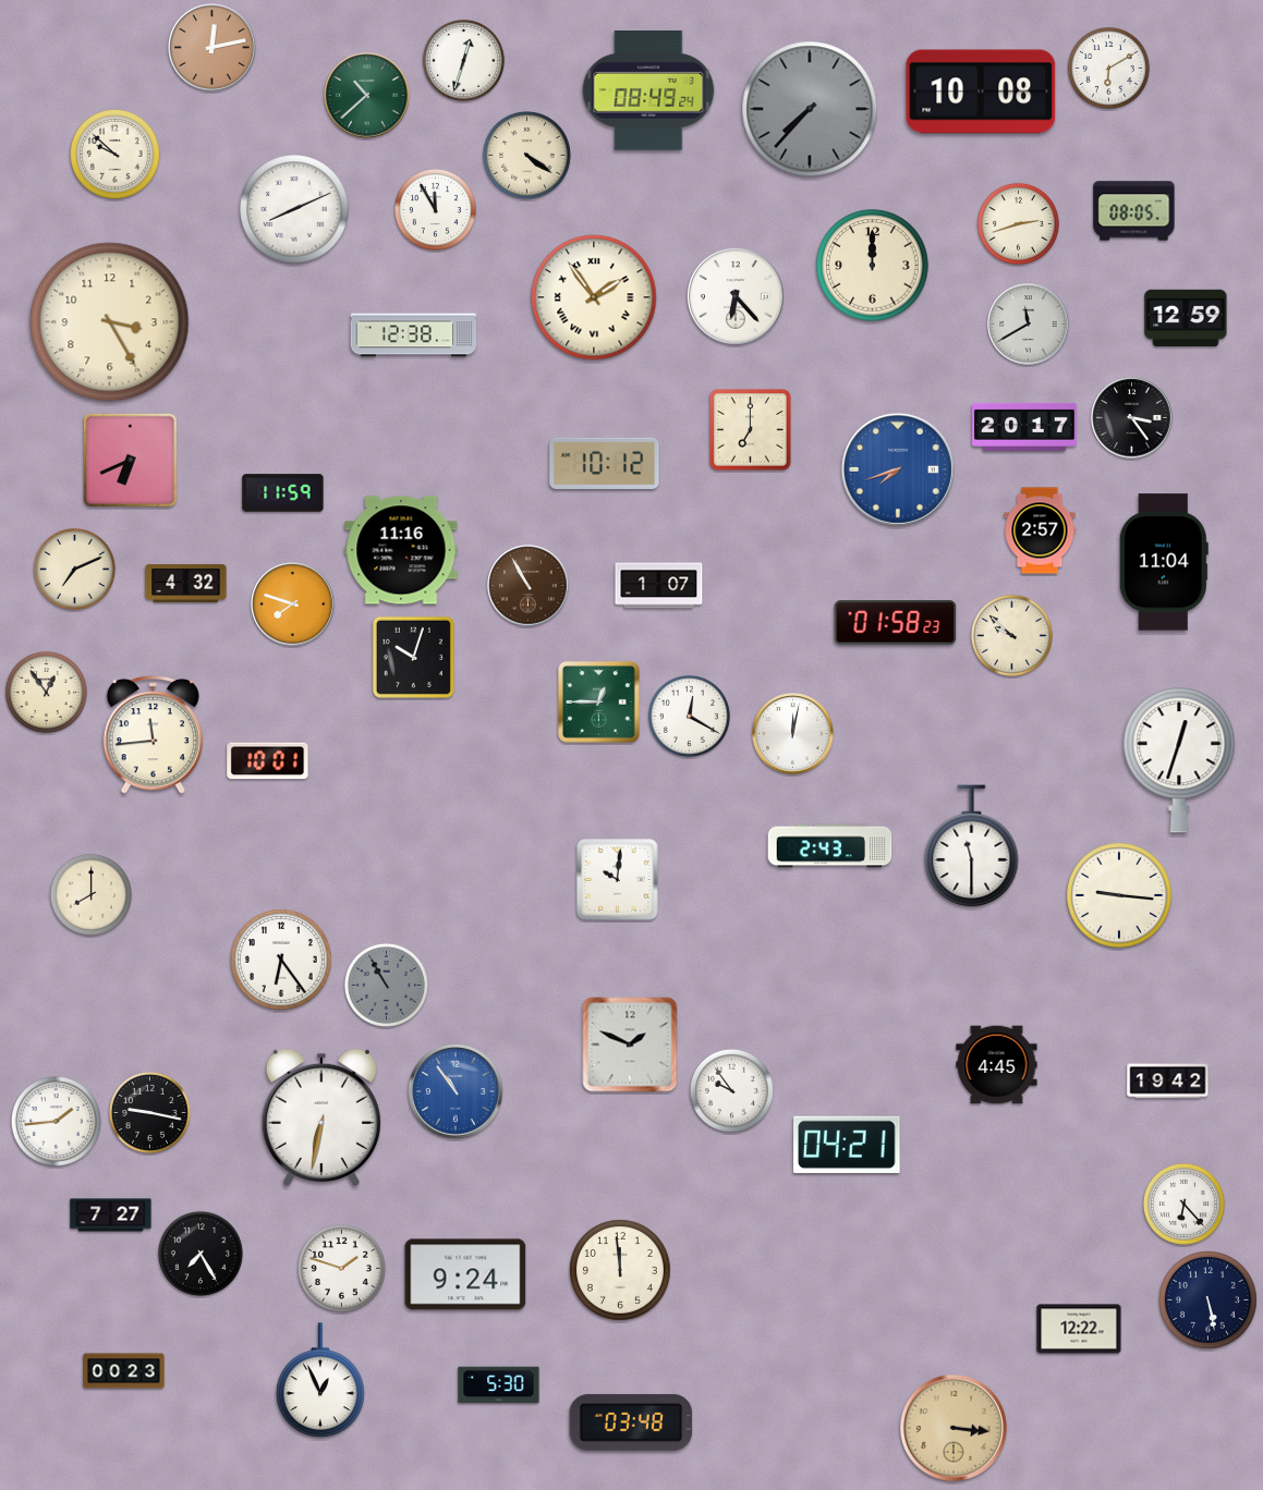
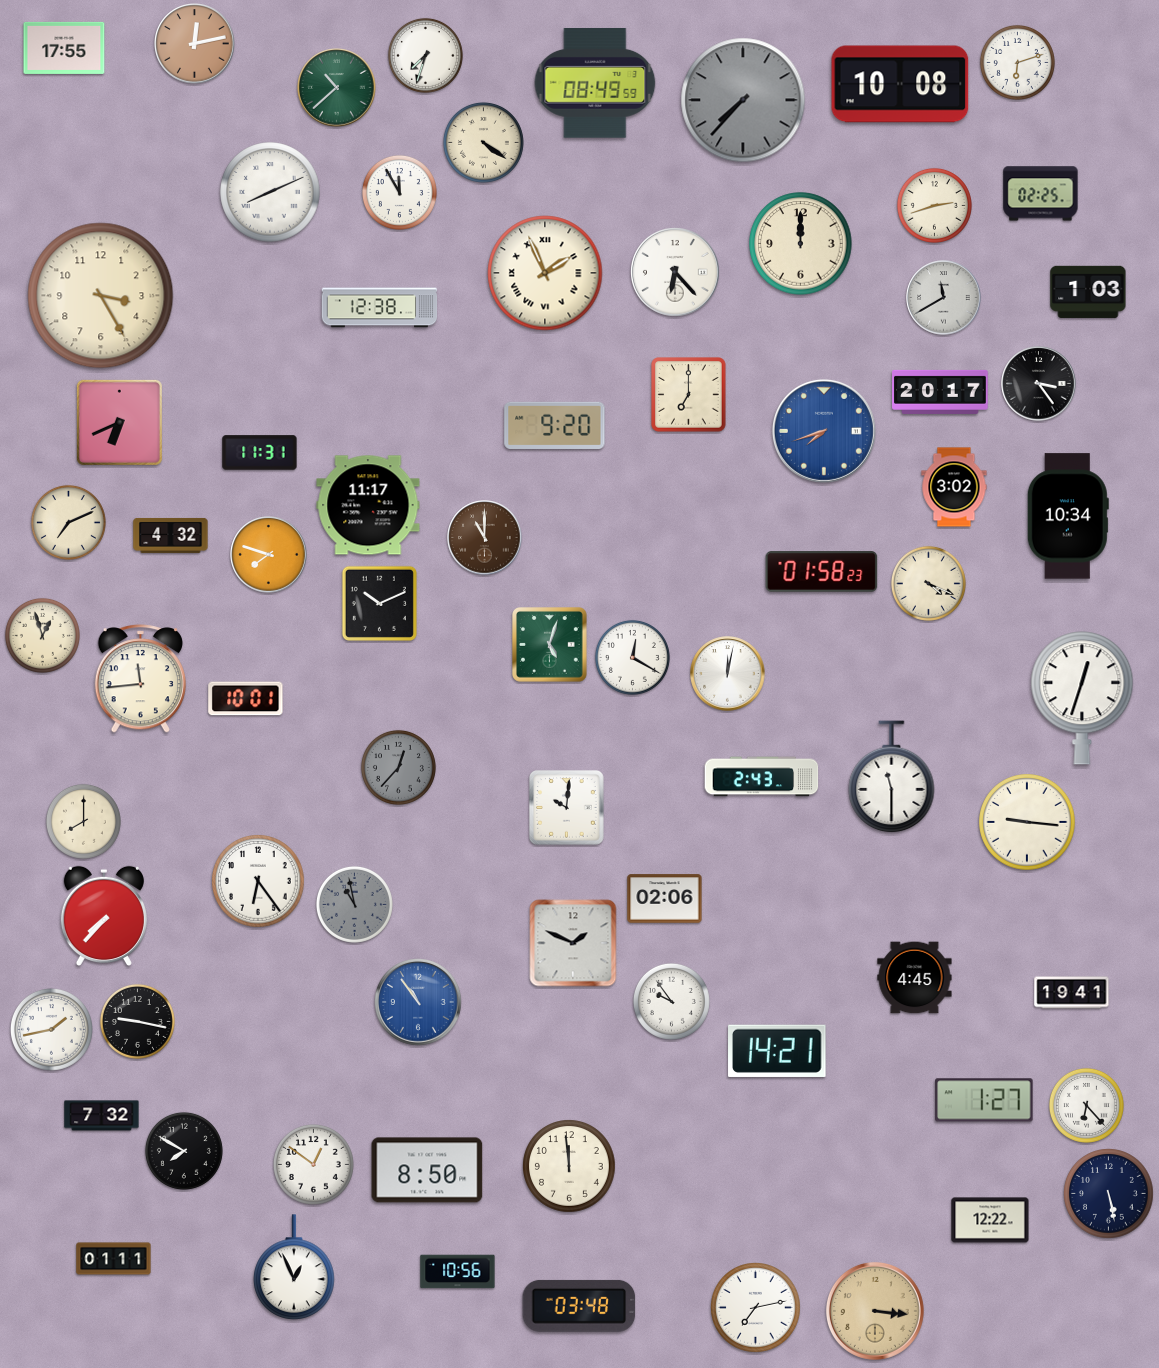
clock at (64, 48): none -> 17:55
clock at (463, 60): 12:33 -> 7:33
clock at (1108, 68): 6:10 -> 6:12
clock at (648, 91): 08:49:24 -> 08:49:59
clock at (114, 154): 9:52 -> none
clock at (1134, 211): 08:05 -> 02:25
clock at (594, 297): 1:54 -> 1:56
clock at (1186, 318): 12:59 -> 1:03
clock at (605, 463): 10:12 -> 9:20
clock at (283, 493): 11:59 -> 11:31
clock at (1040, 530): 2:57 -> 3:02
clock at (401, 550): 11:16 -> 11:17
clock at (1164, 562): 11:04 -> 10:34
clock at (529, 586): 10:55 -> 11:00
clock at (659, 586): 1:07 -> none
clock at (1011, 635): 9:52 -> 4:19
clock at (413, 657): 10:03 -> 10:11
clock at (46, 692): 12:54 -> 12:57
clock at (599, 703): 12:45 -> 5:03
clock at (153, 735) position: (153, 735) -> (140, 679)
clock at (398, 767): none -> 12:37
clock at (665, 899): none -> 02:06
clock at (386, 985): 10:55 -> 10:58
clock at (104, 916): none -> 7:37
clock at (630, 1045) position: (630, 1045) -> (573, 943)
clock at (1168, 1082): 19:42 -> 19:41
clock at (321, 1116): 6:32 -> none
clock at (56, 1121): 1:44 -> 1:43
clock at (847, 1145): 04:21 -> 14:21
clock at (984, 1100): none -> 1:27
clock at (111, 1216): 7:27 -> 7:32
clock at (201, 1254): 7:25 -> 7:50
clock at (341, 1268): 1:48 -> 12:51
clock at (465, 1274): 9:24 -> 8:50
clock at (124, 1371): 00:23 -> 01:11
clock at (499, 1385): 5:30 -> 10:56
clock at (756, 1308): none -> 7:13
